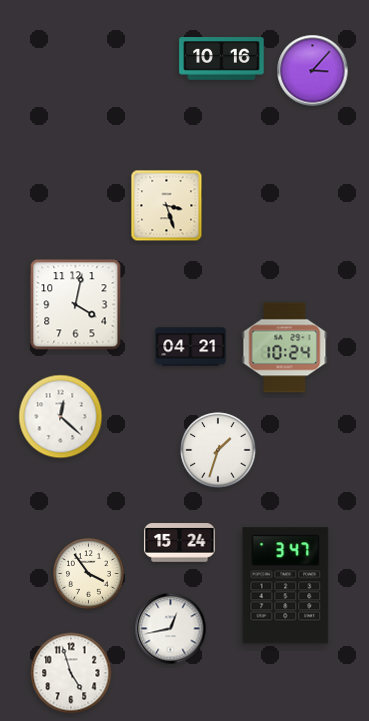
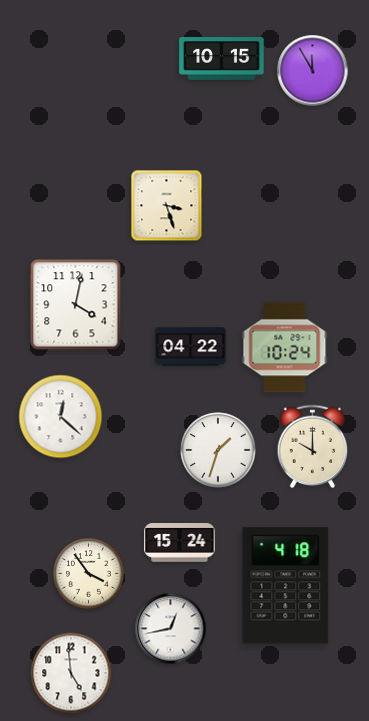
clock at (222, 59): 10:16 -> 10:15
clock at (313, 71): 3:07 -> 11:55
clock at (191, 347): 04:21 -> 04:22
clock at (313, 447): none -> 10:00
clock at (286, 586): 3:47 -> 4:18
clock at (71, 673): 4:57 -> 4:59
